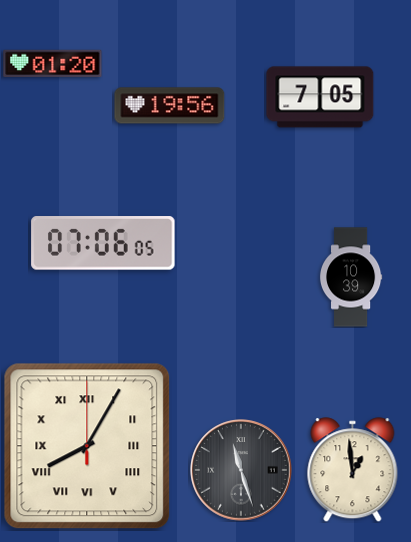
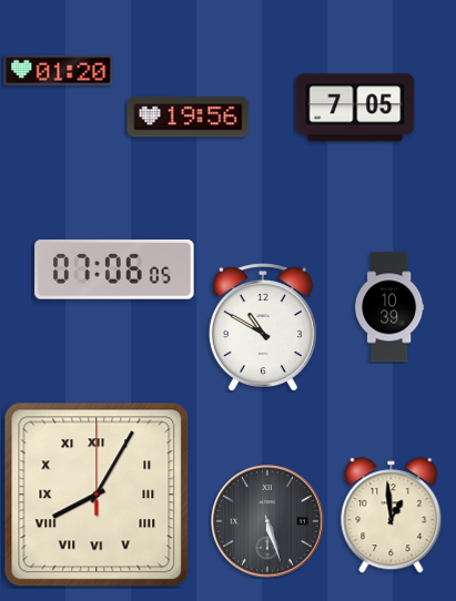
clock at (263, 327): none -> 10:50
clock at (241, 470): 11:27 -> 5:27
clock at (353, 470) position: (353, 470) -> (392, 516)
